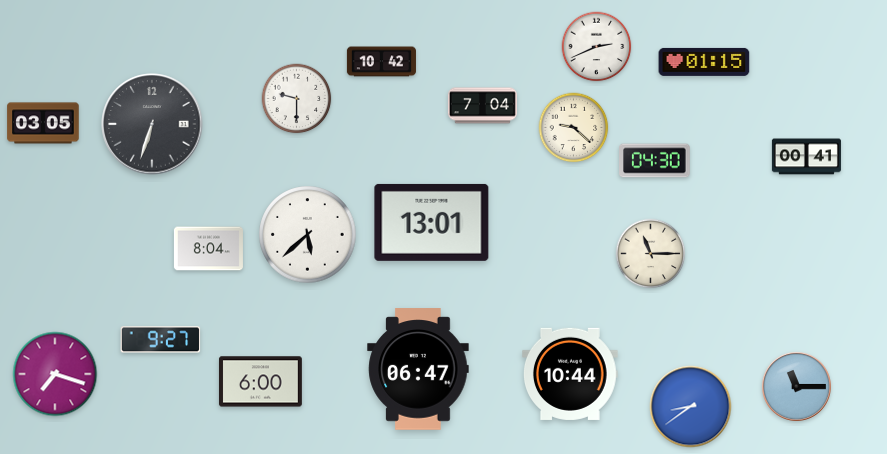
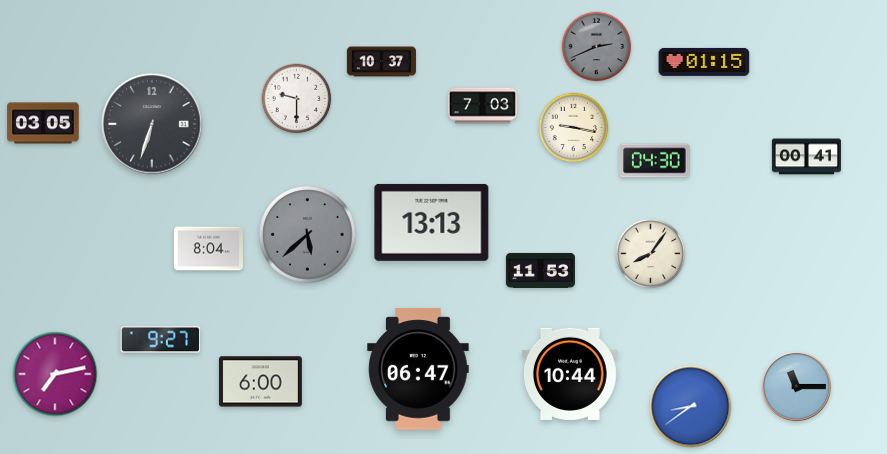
clock at (597, 47) dial: white -> grey
clock at (381, 62): 10:42 -> 10:37
clock at (482, 106): 7:04 -> 7:03
clock at (574, 128): 9:22 -> 9:17
clock at (432, 222): 13:01 -> 13:13
clock at (308, 235) dial: white -> grey
clock at (651, 254): 11:15 -> 8:06
clock at (540, 270): none -> 11:53
clock at (55, 374): 7:18 -> 7:13
